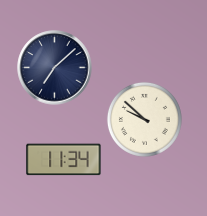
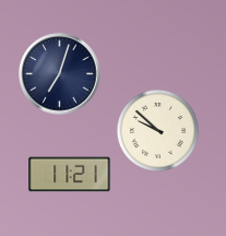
clock at (55, 68): 7:08 -> 7:03
clock at (64, 160): 11:34 -> 11:21
